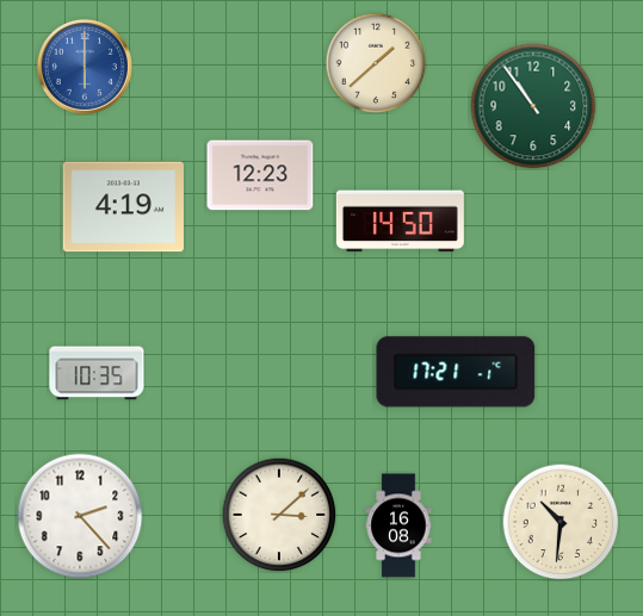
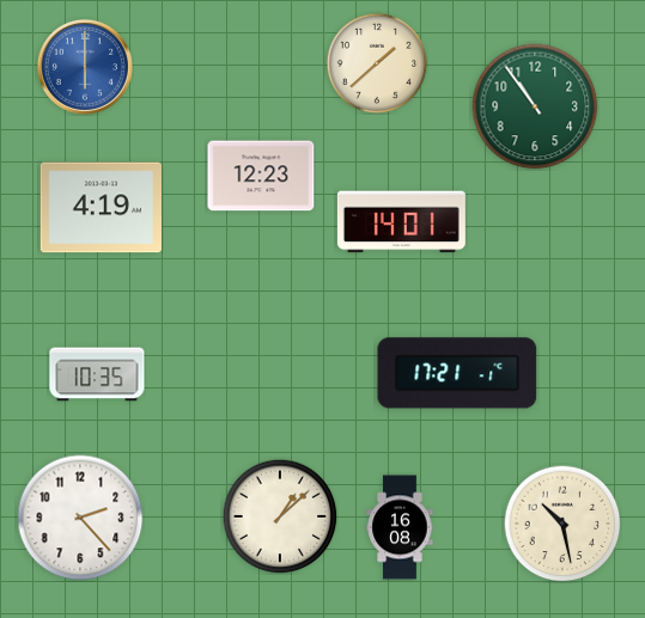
clock at (123, 207) position: (123, 207) -> (101, 208)
clock at (400, 222): 14:50 -> 14:01
clock at (279, 515): 3:08 -> 1:08
clock at (561, 522): 10:31 -> 10:28
